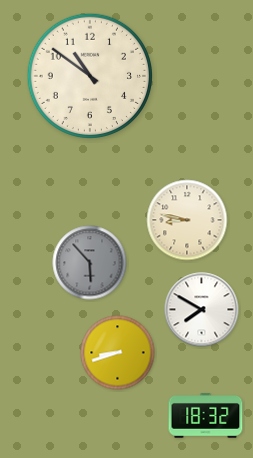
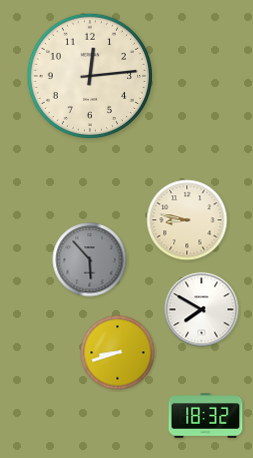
clock at (89, 75): 10:51 -> 12:14
clock at (90, 263) position: (90, 263) -> (90, 260)
